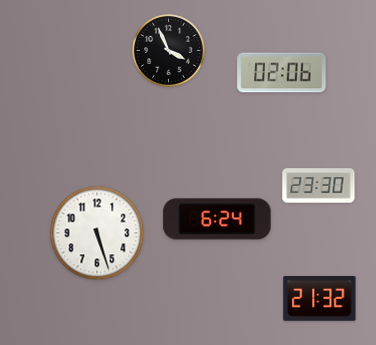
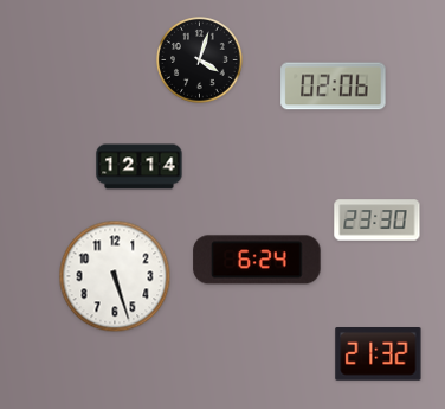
clock at (169, 51): 3:56 -> 4:03
clock at (140, 167): none -> 12:14
